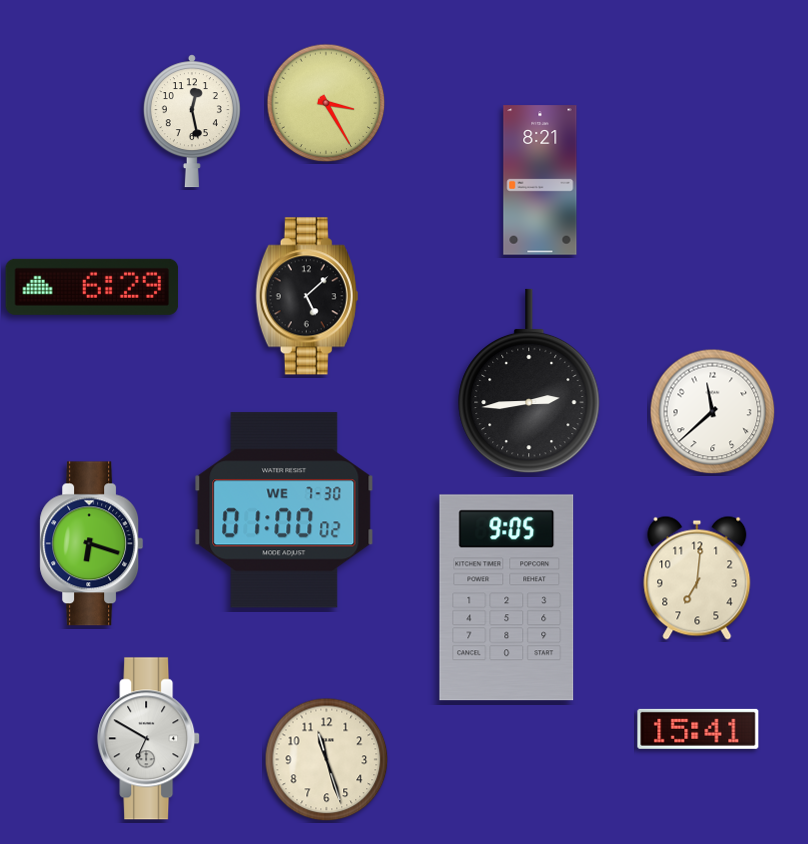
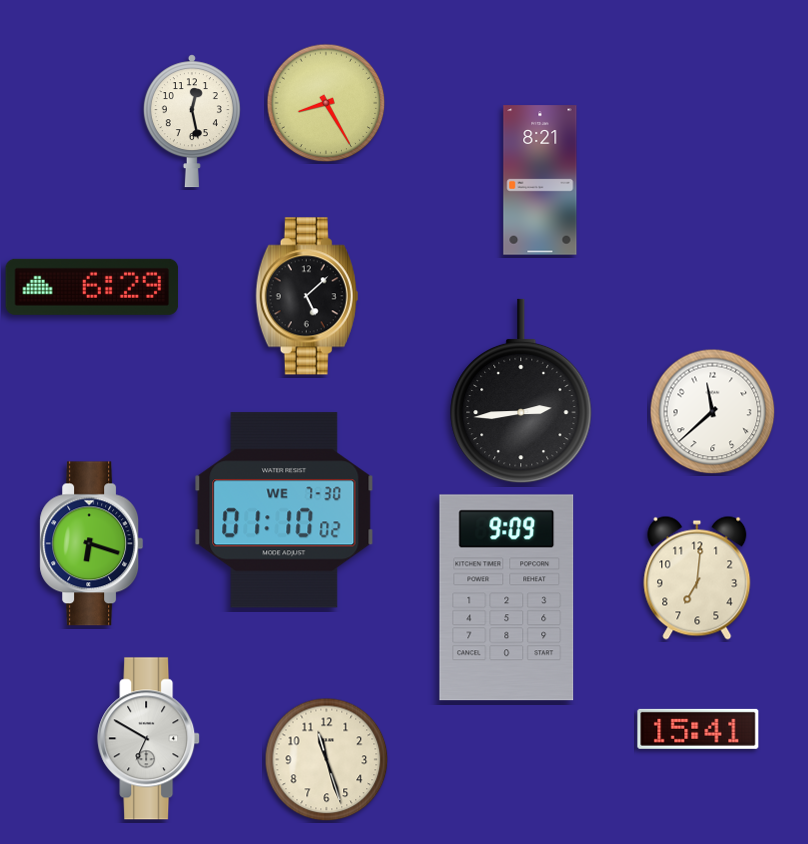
clock at (326, 103): 3:25 -> 8:25
clock at (529, 381) position: (529, 381) -> (521, 391)
clock at (284, 510): 01:00 -> 01:10
clock at (507, 598): 9:05 -> 9:09
